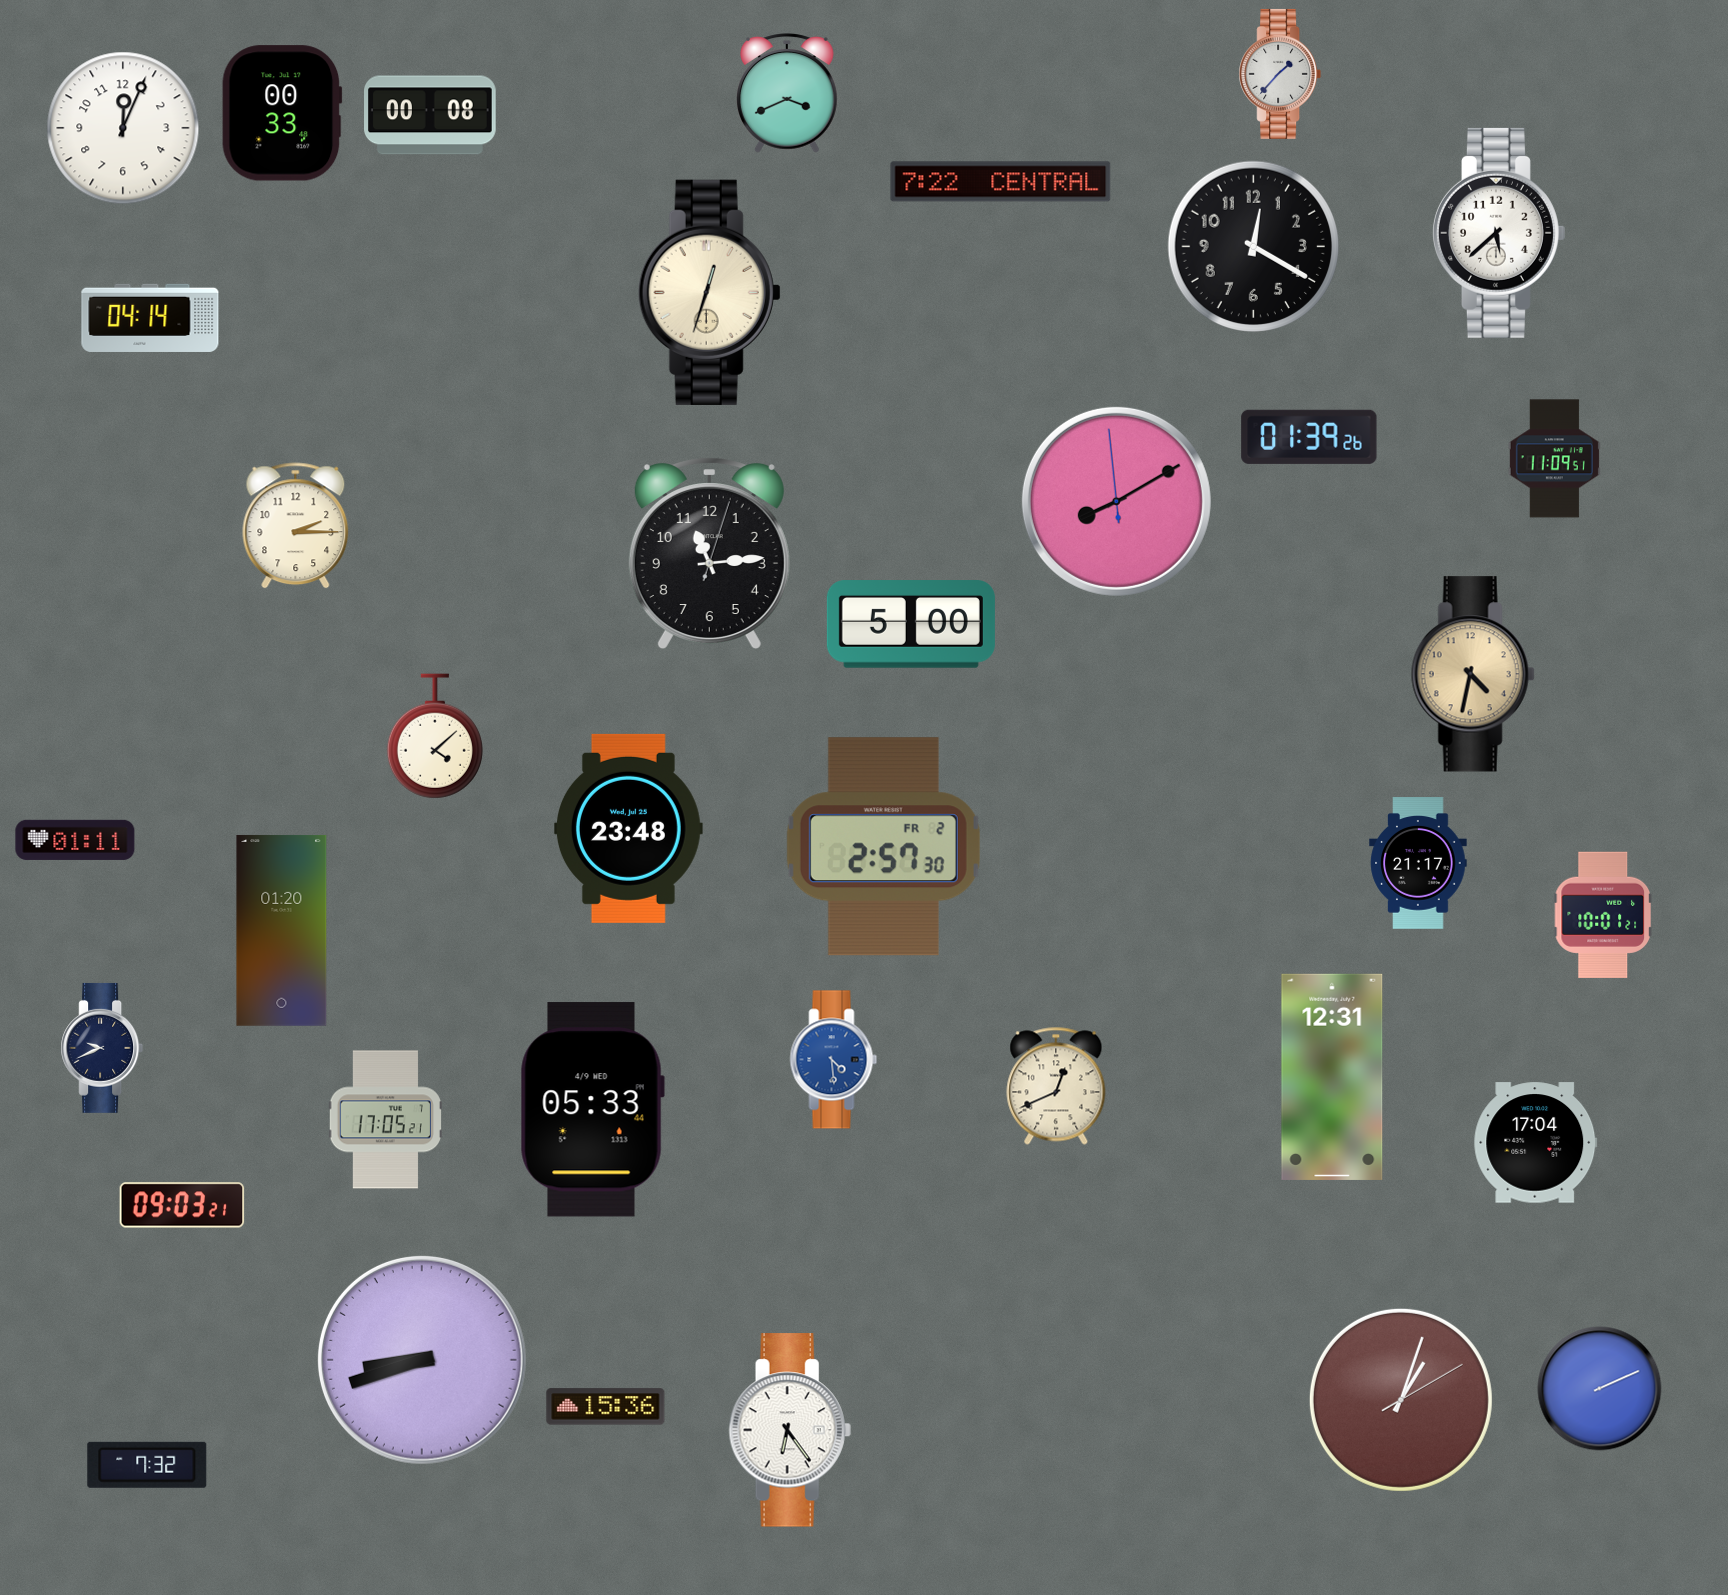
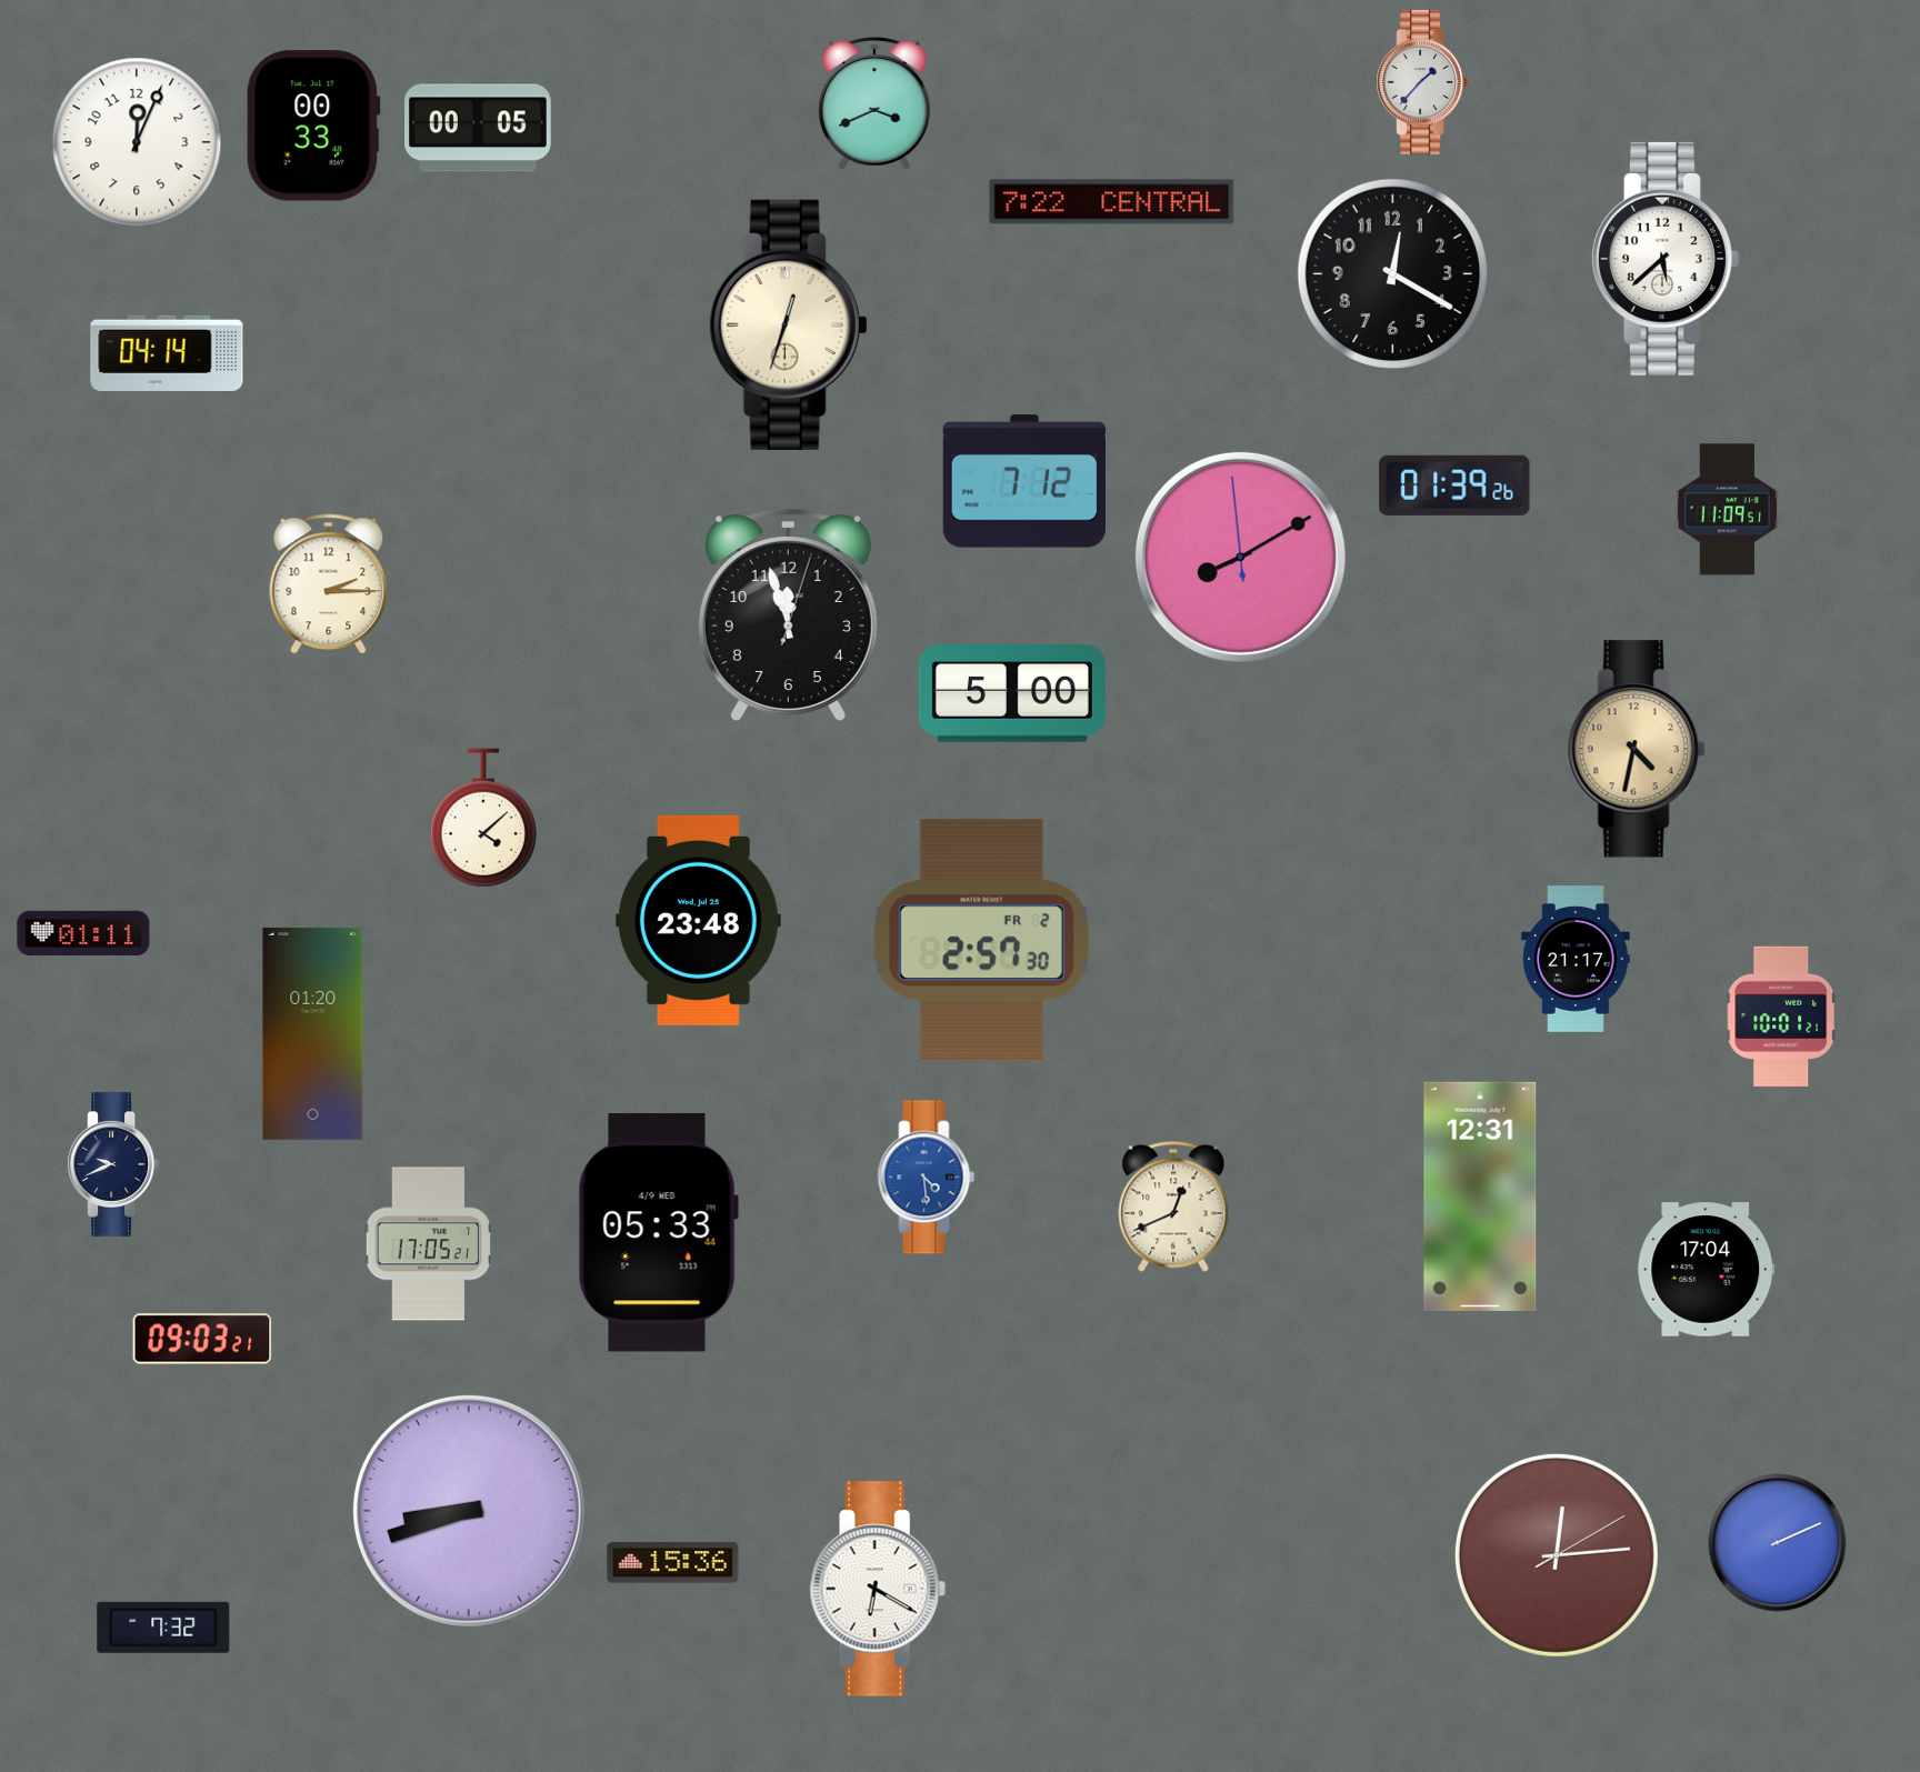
clock at (431, 115): 00:08 -> 00:05
clock at (1024, 481): none -> 7:12
clock at (709, 553): 11:14 -> 11:57
clock at (1401, 1400): 1:03 -> 12:14
clock at (790, 1430): 6:24 -> 6:20
